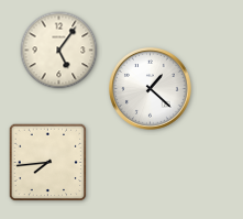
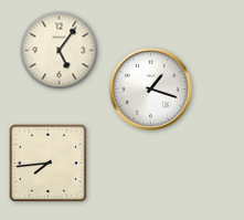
clock at (151, 89): 1:22 -> 1:18
